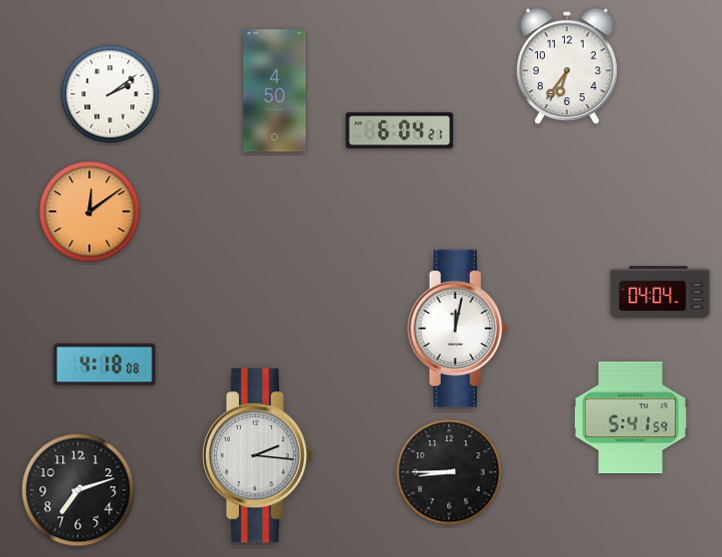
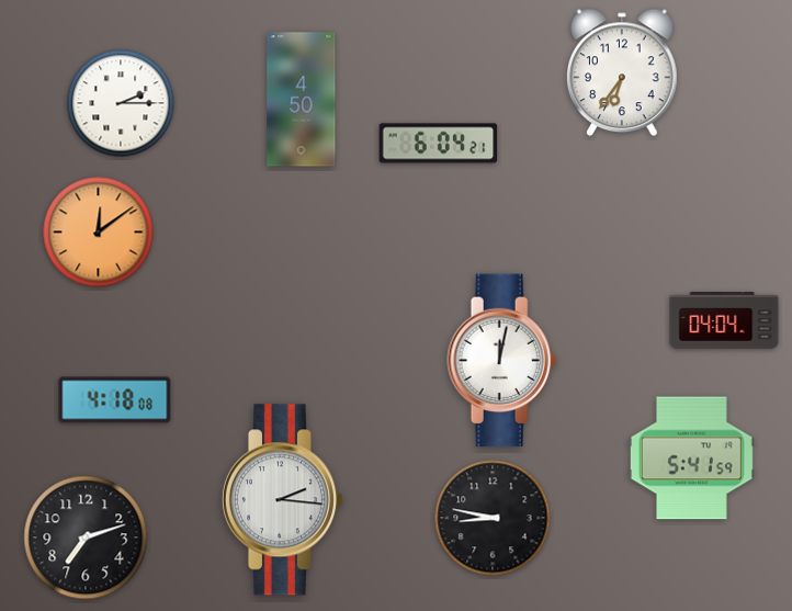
clock at (110, 94): 2:09 -> 2:15
clock at (449, 472): 8:45 -> 8:47
